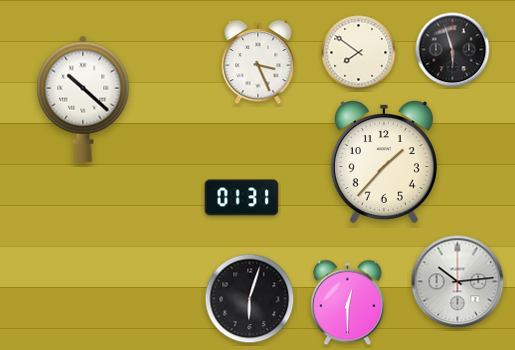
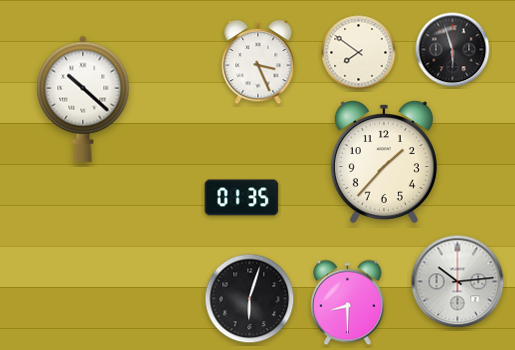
clock at (242, 198): 01:31 -> 01:35
clock at (348, 303): 12:30 -> 8:30
